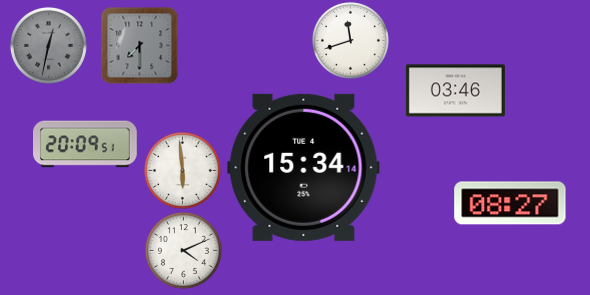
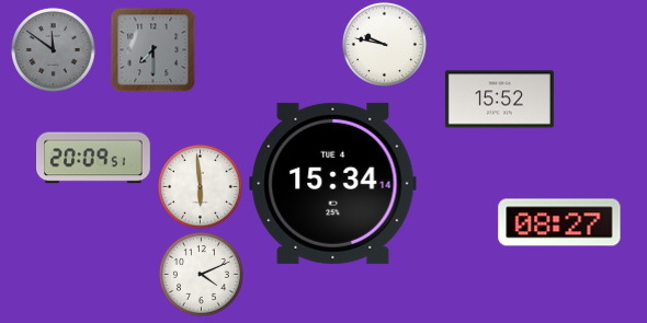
clock at (350, 40): 11:42 -> 9:47
clock at (48, 45): 12:32 -> 11:51
clock at (455, 91): 03:46 -> 15:52
